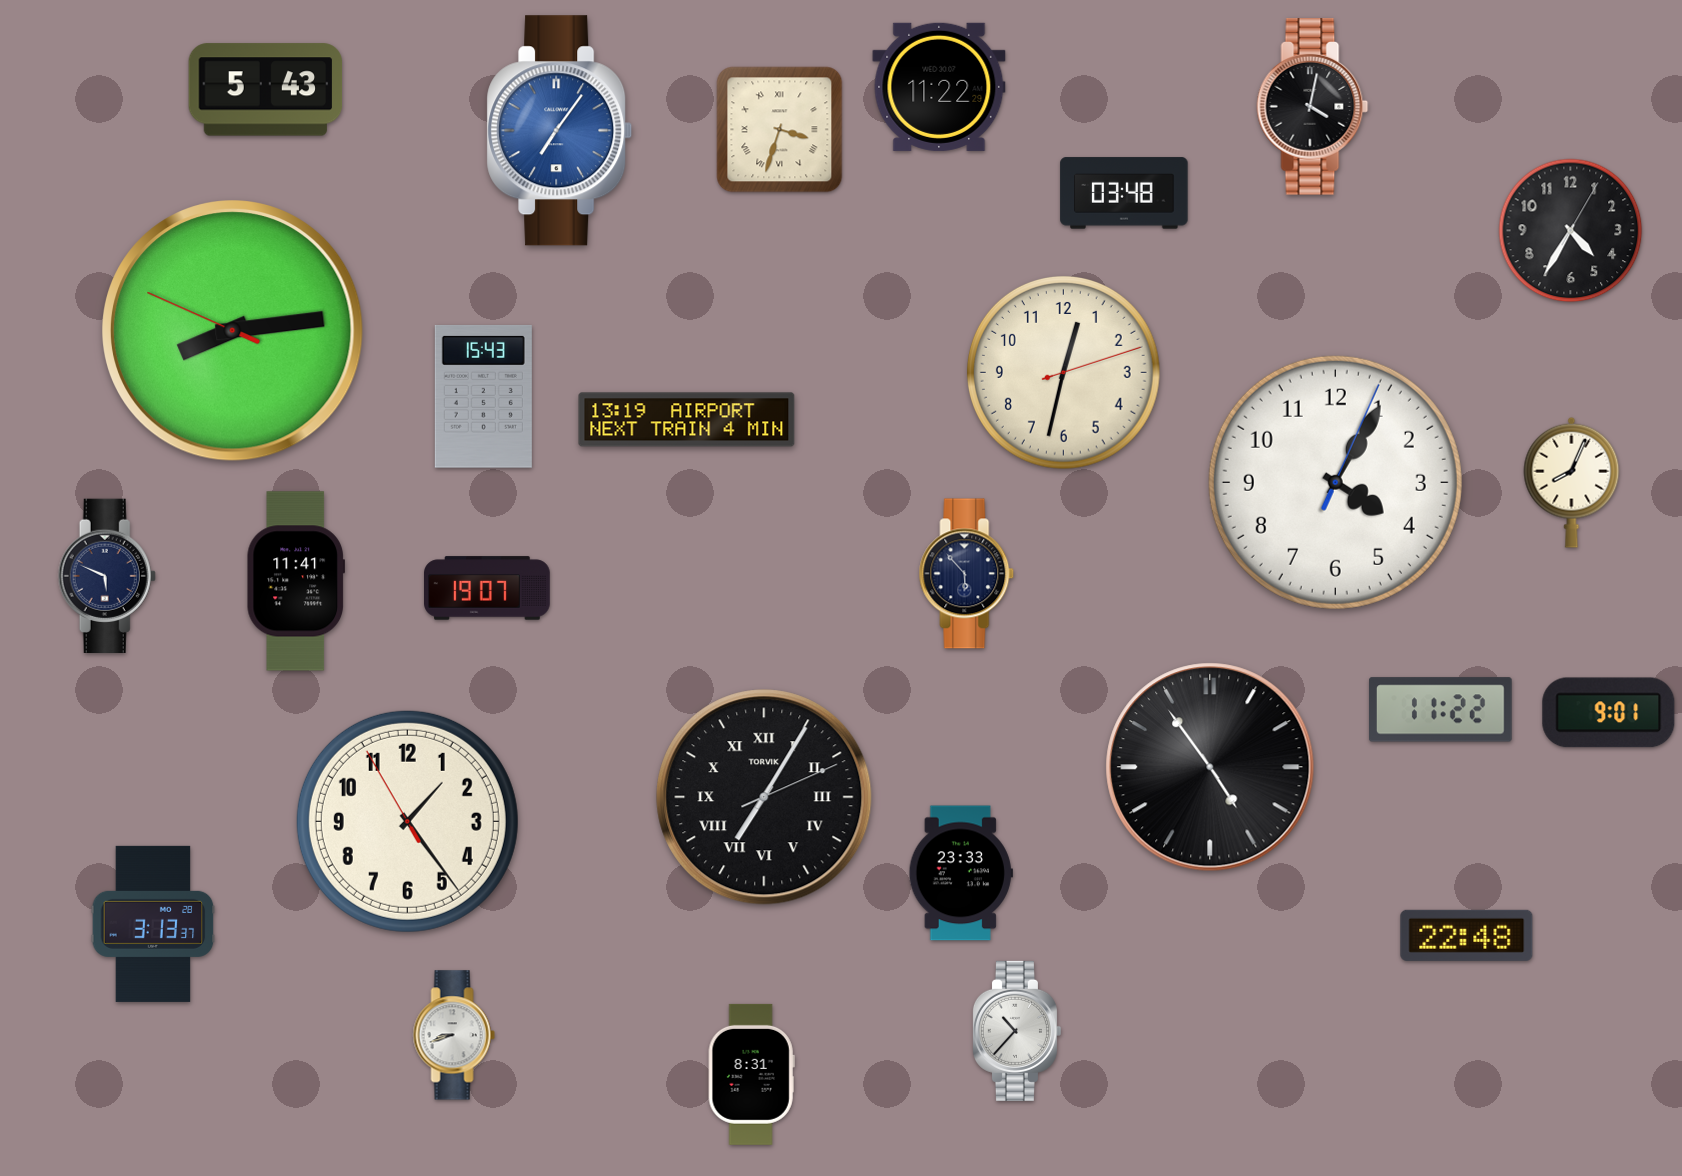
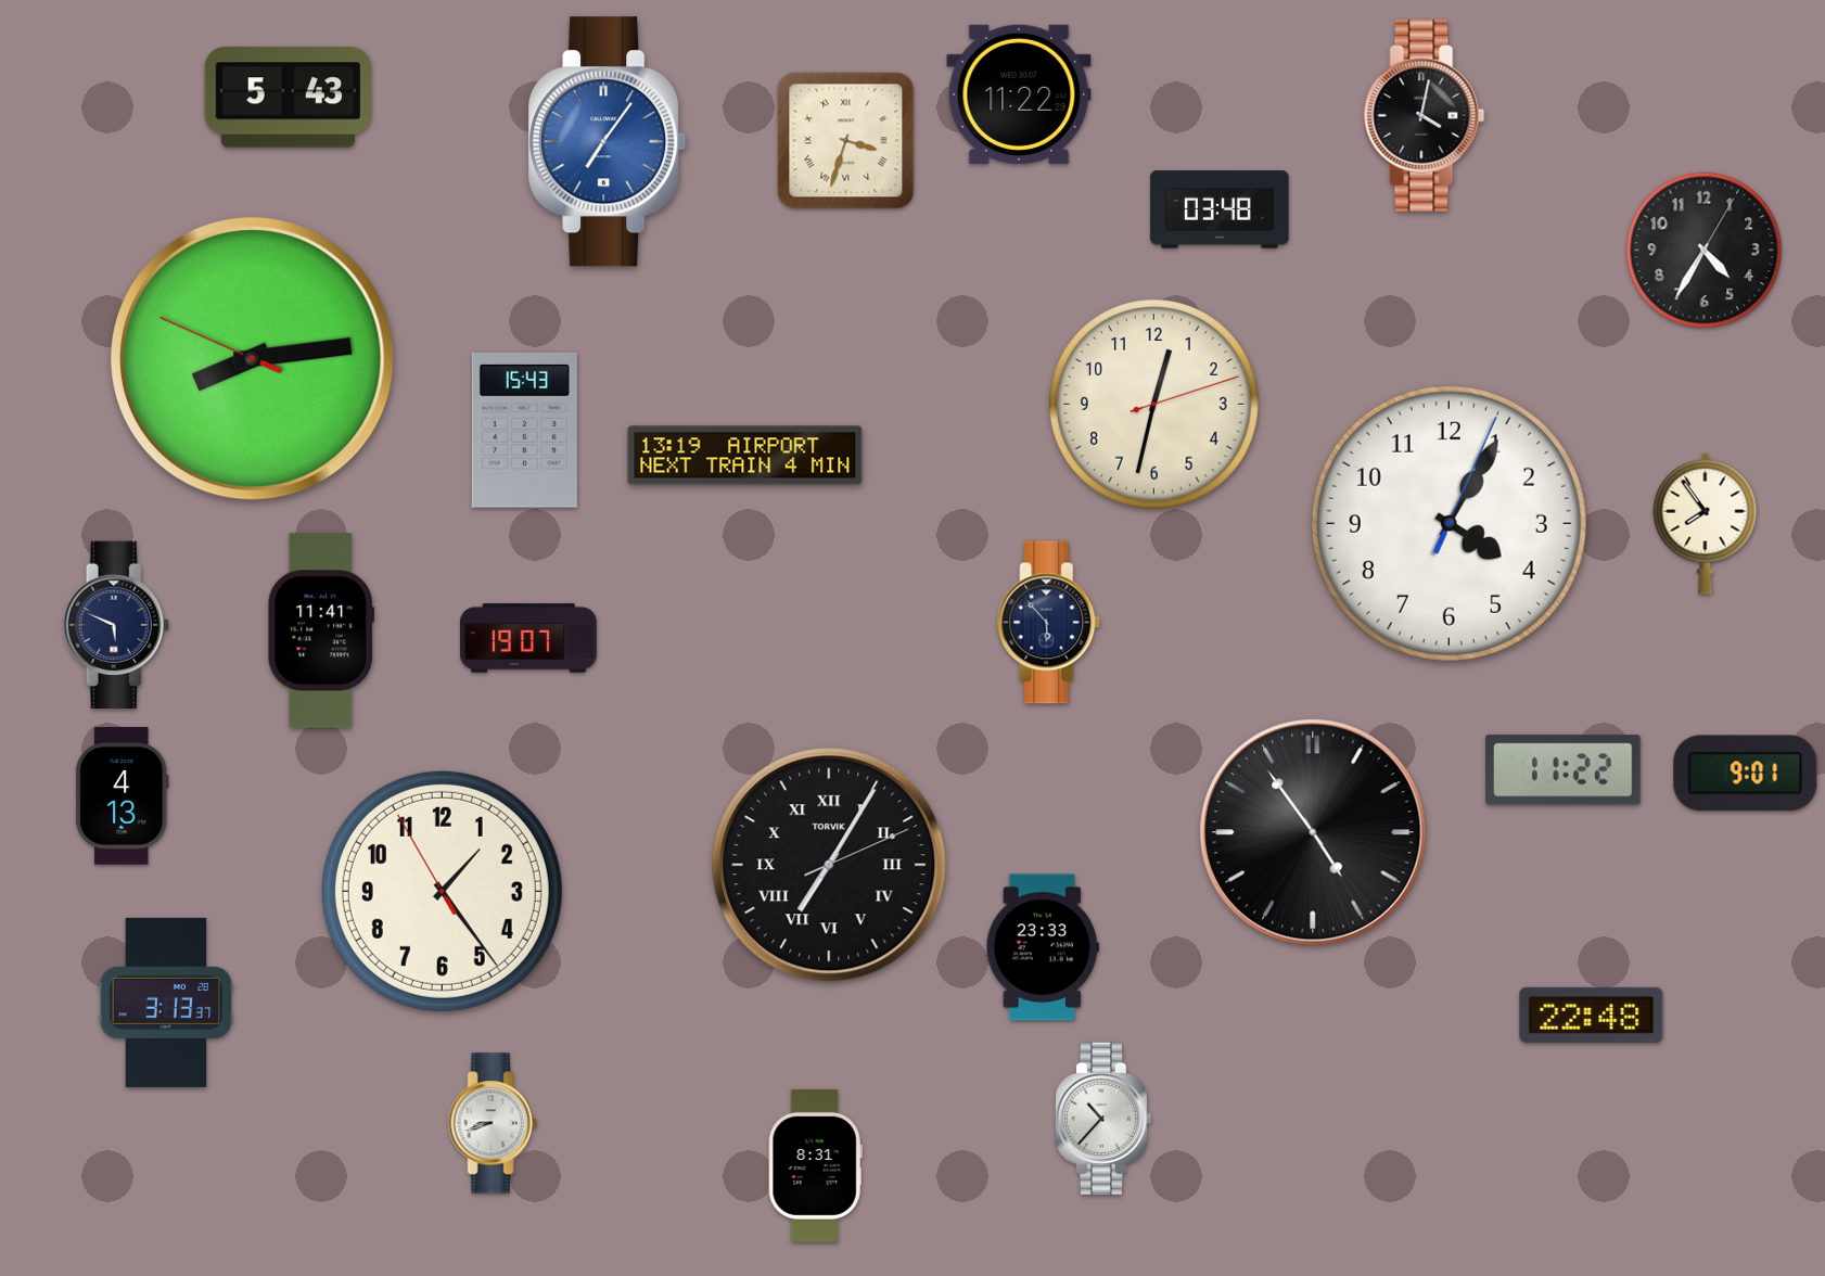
clock at (1572, 482): 8:04 -> 7:54
clock at (123, 796): none -> 4:13
